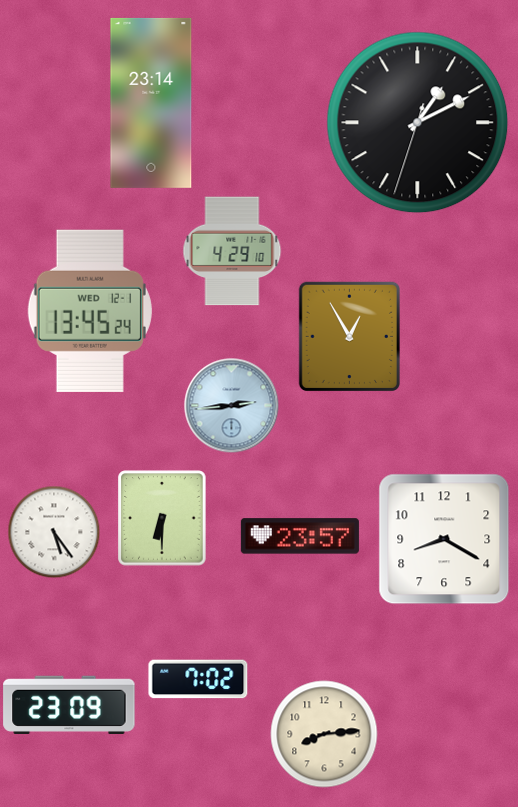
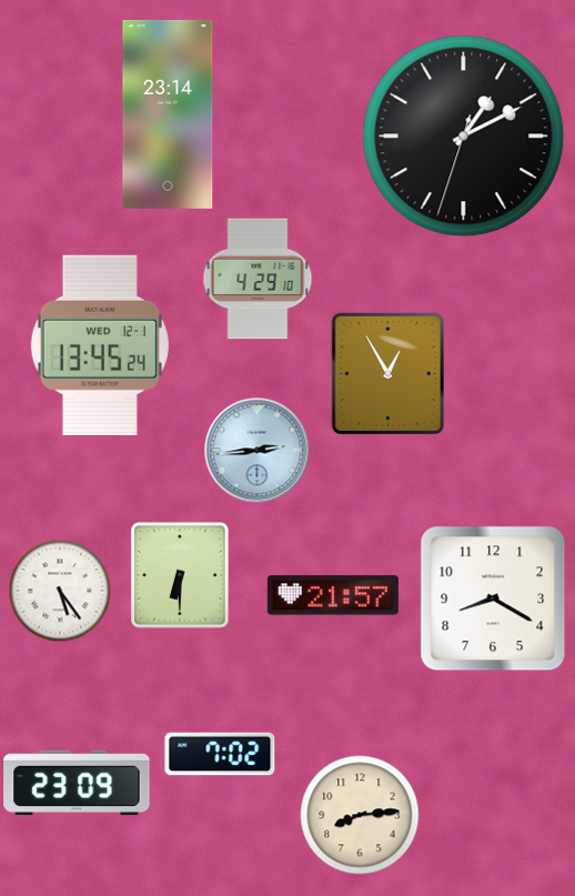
clock at (300, 536): 23:57 -> 21:57
